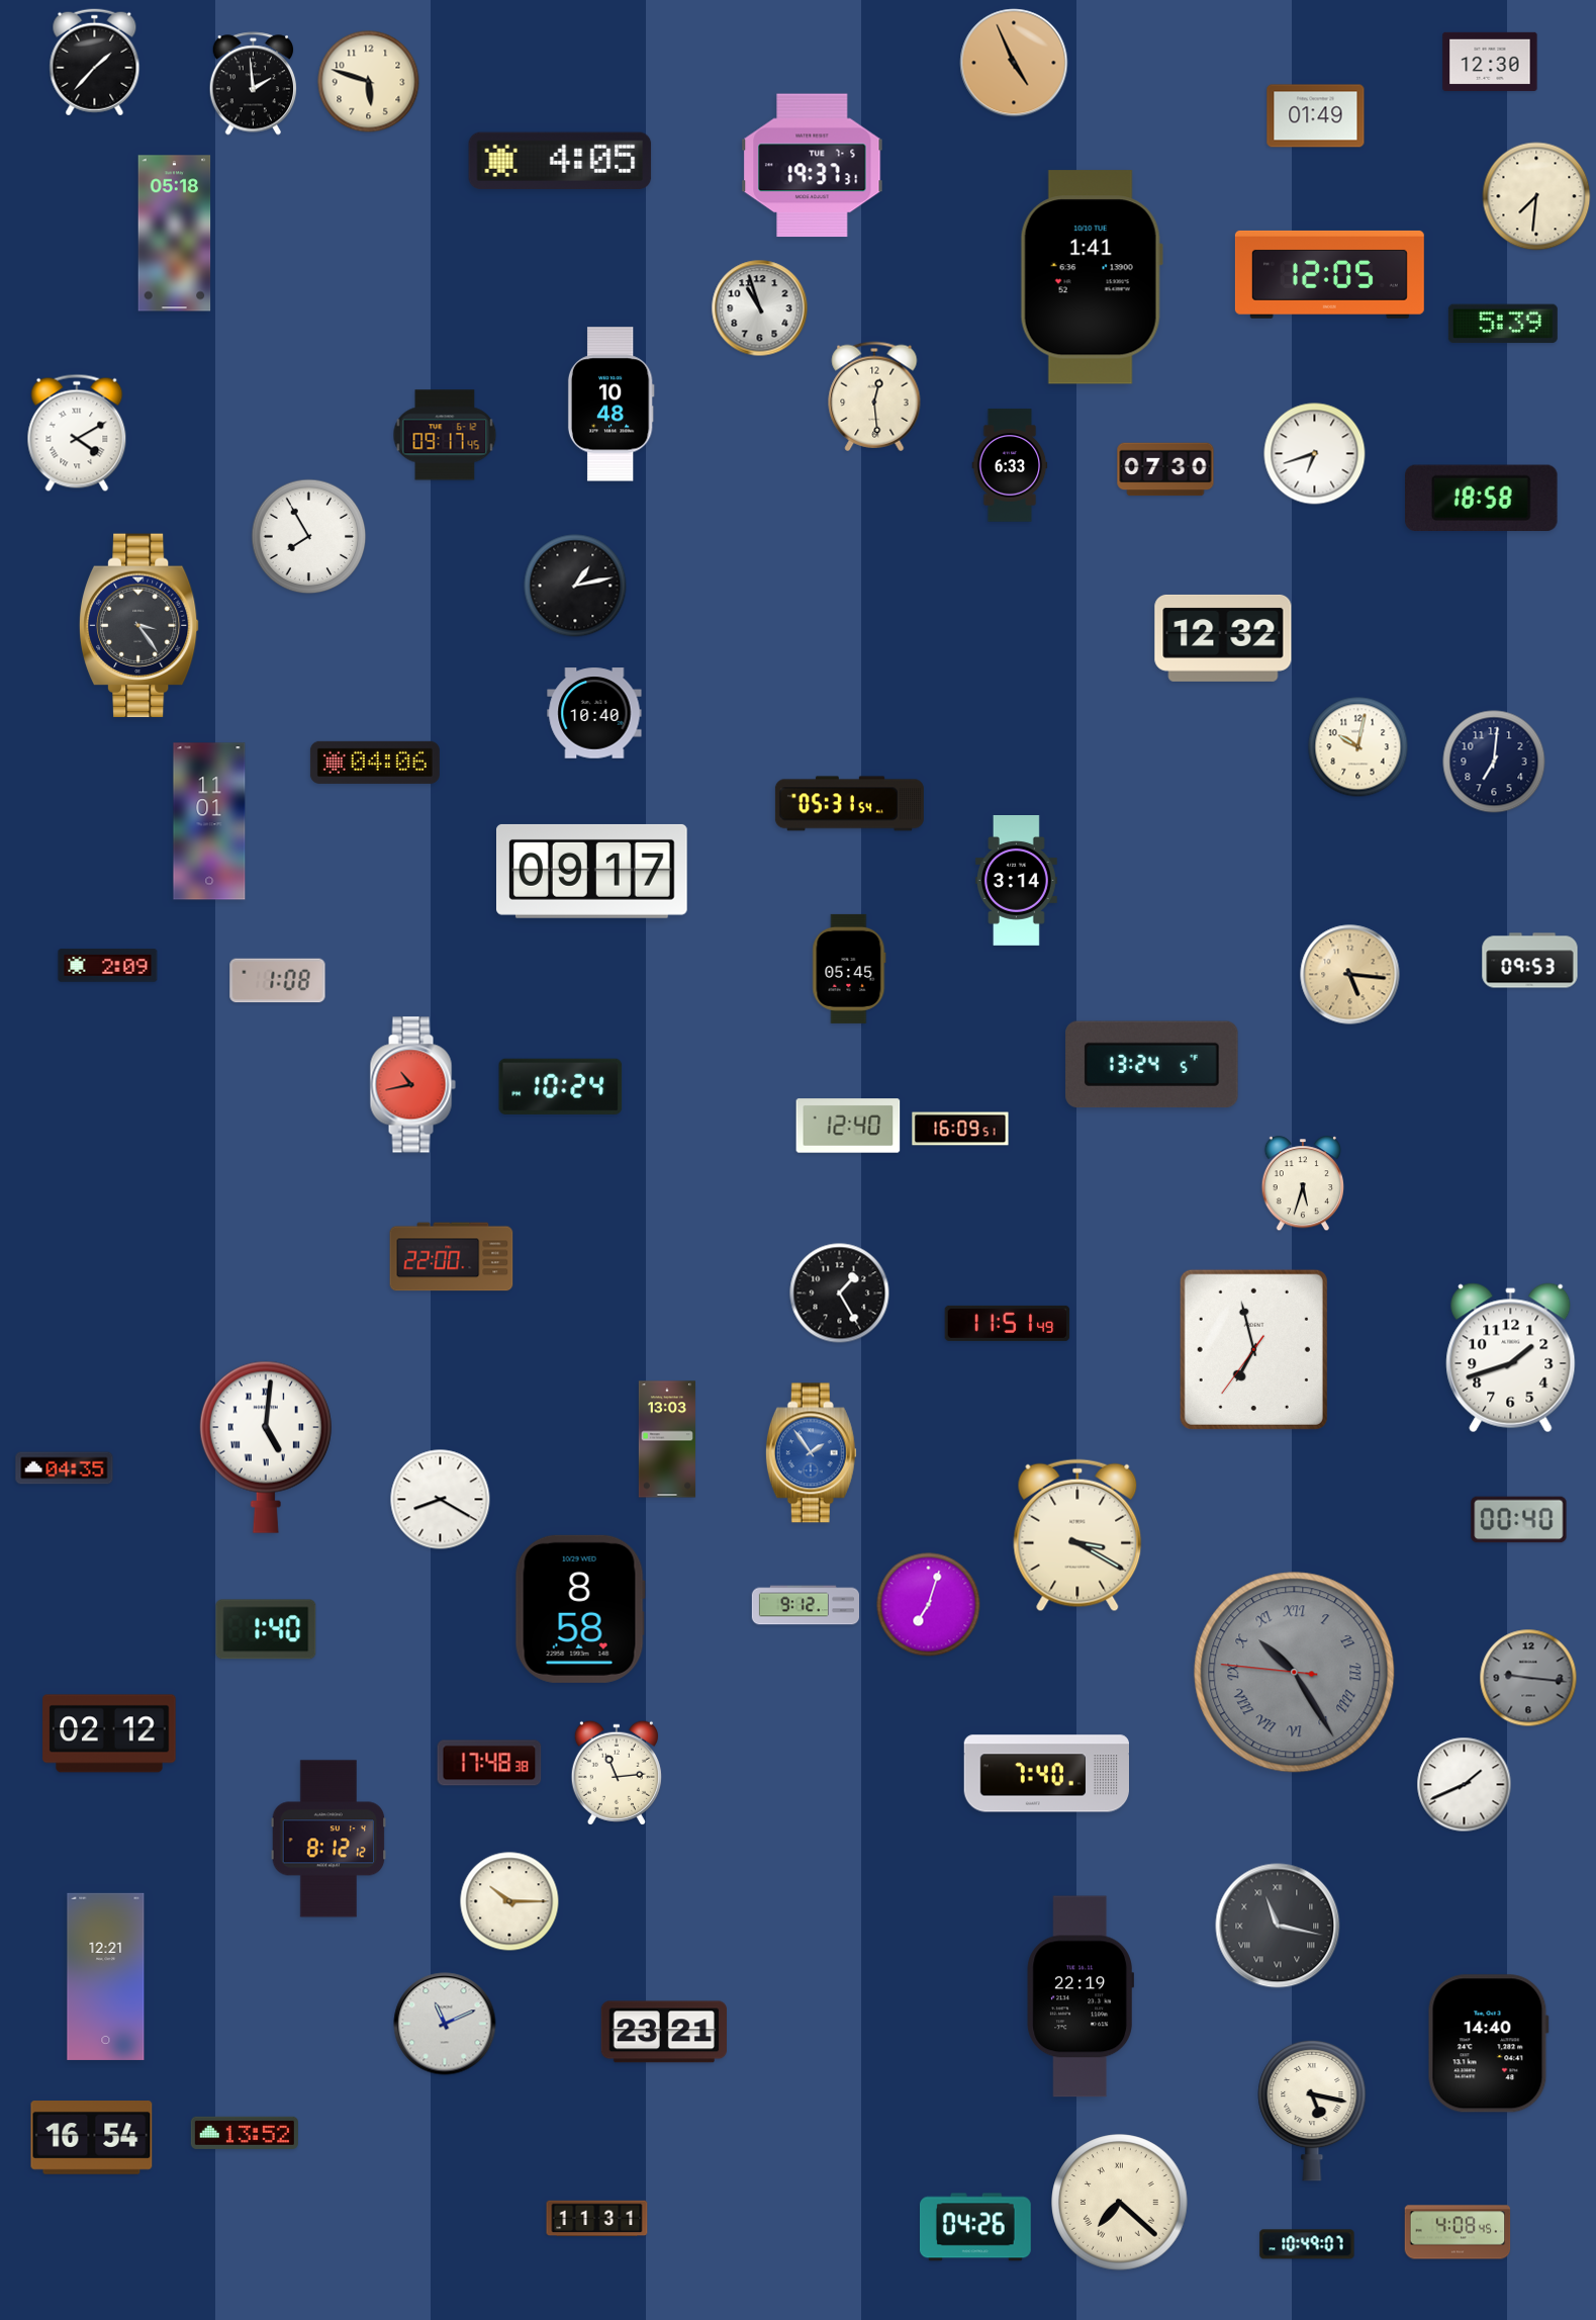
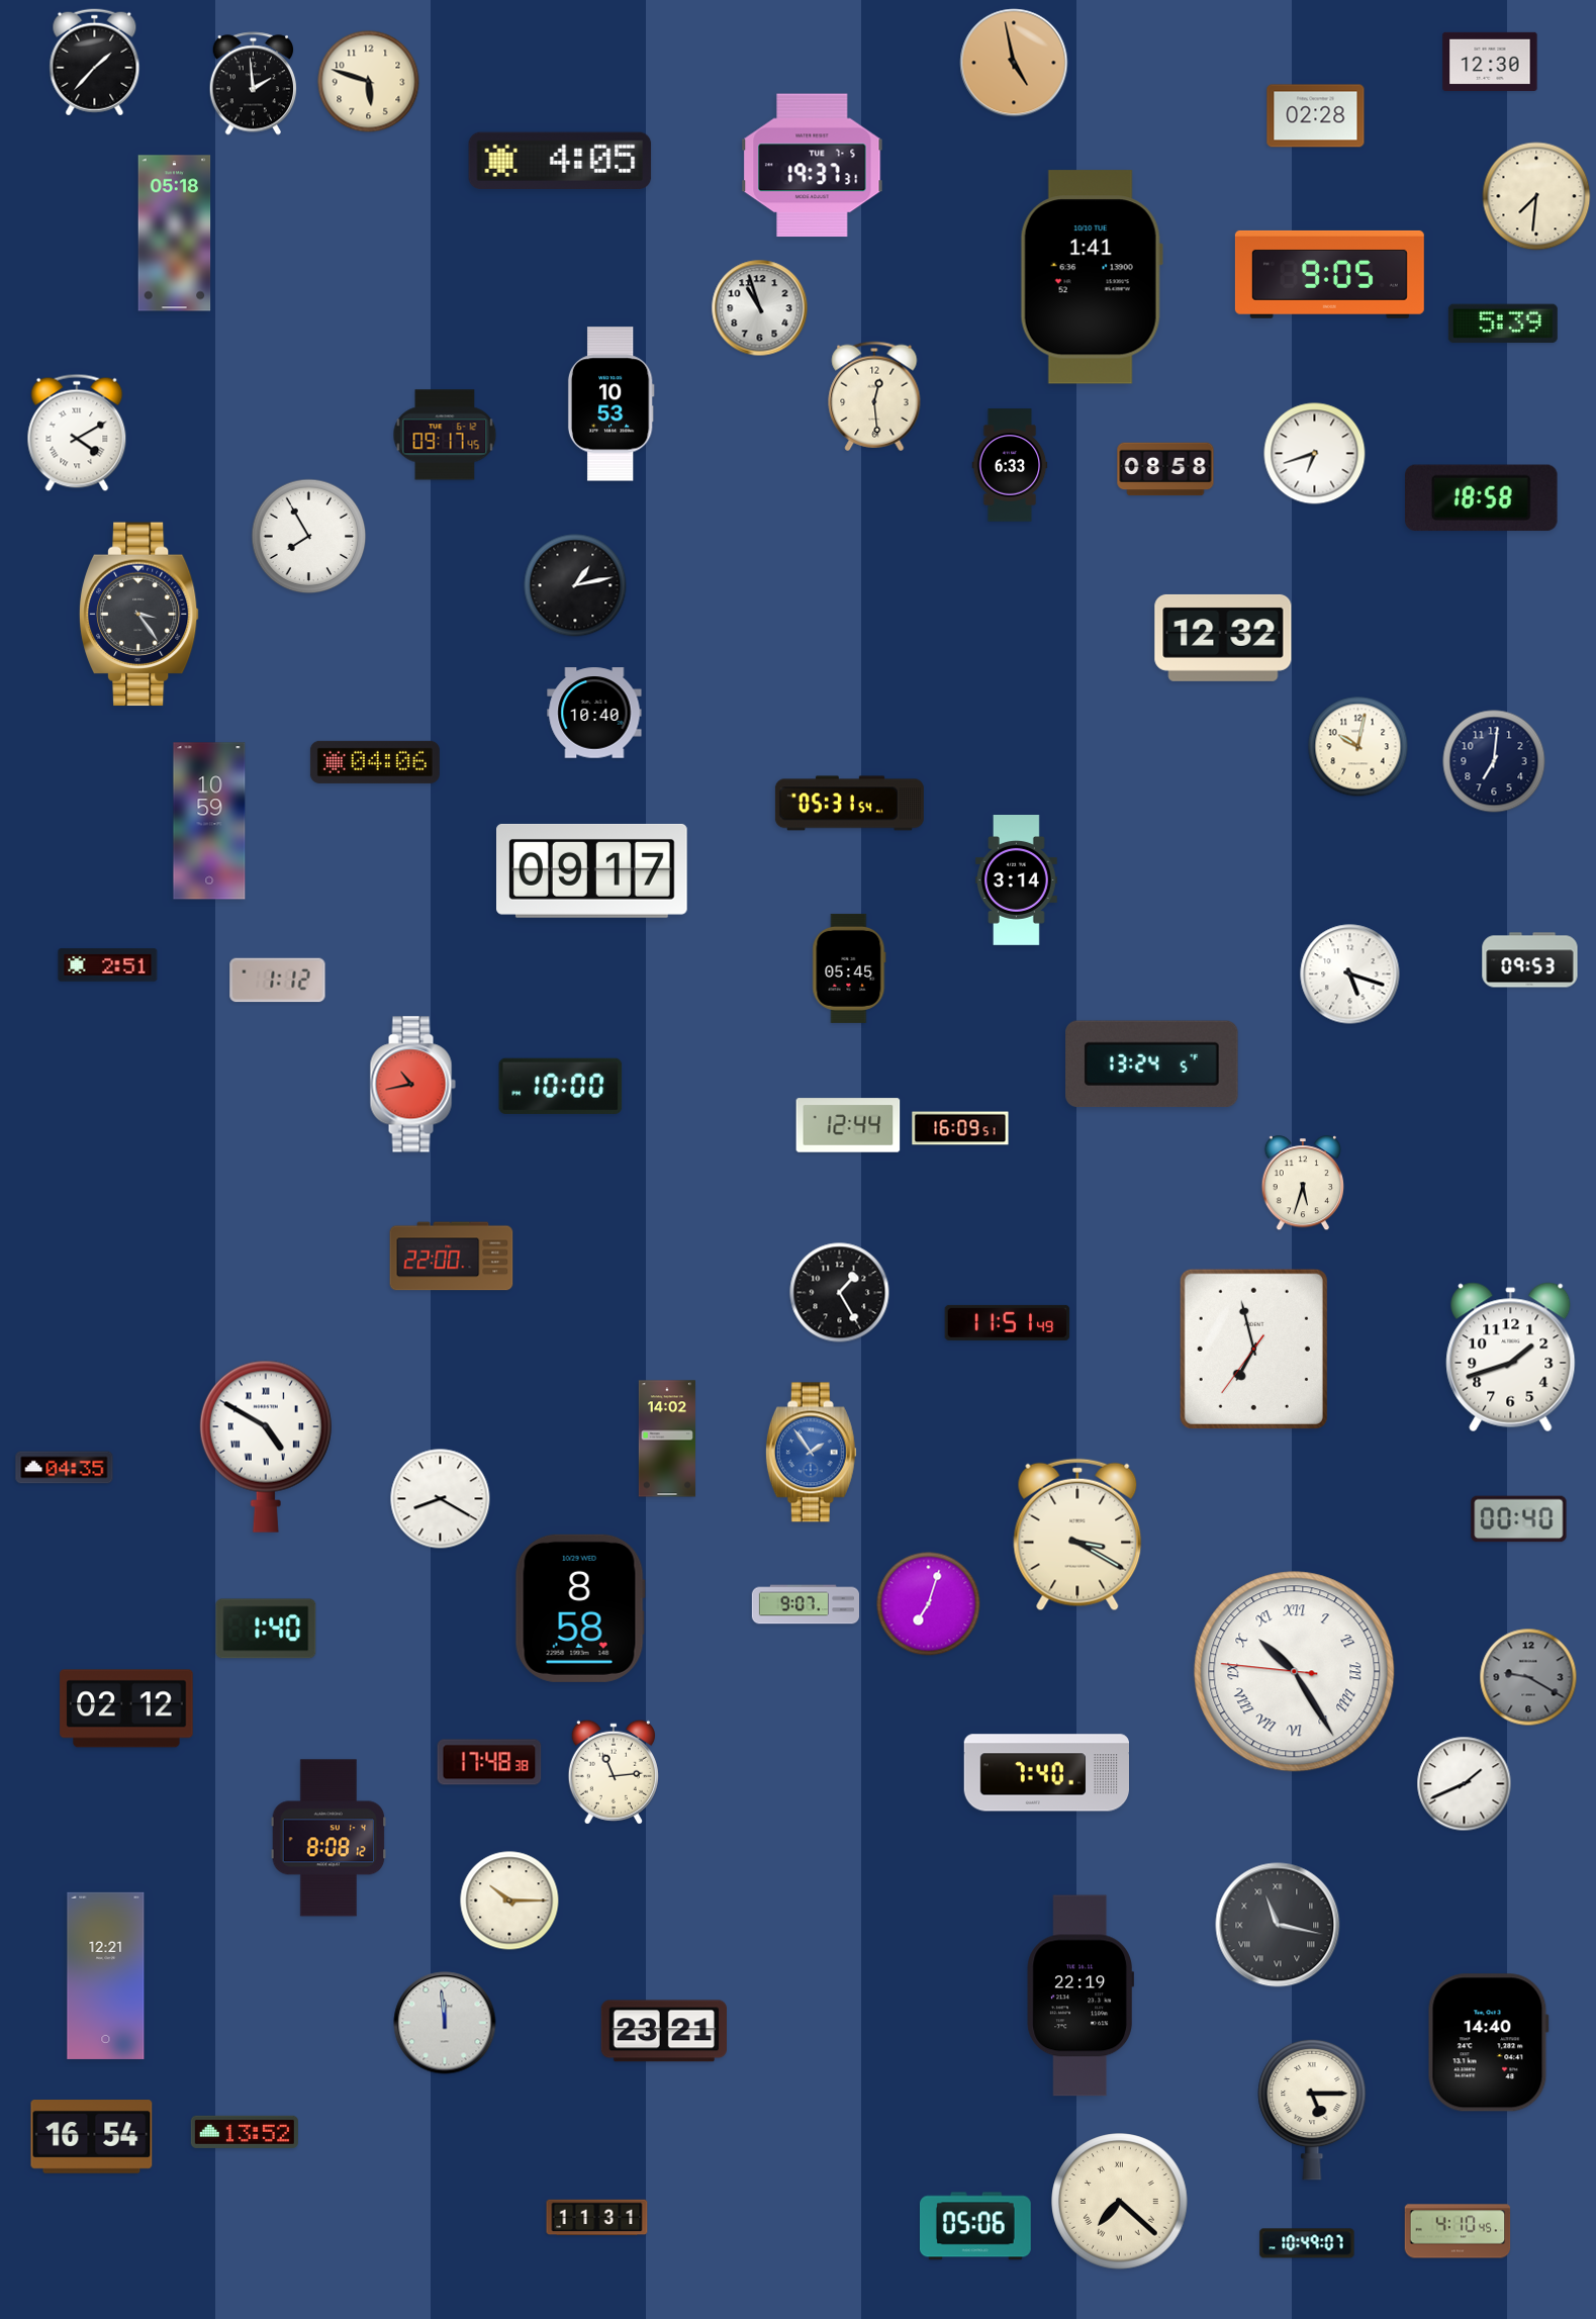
clock at (1014, 63): 4:56 -> 4:58
clock at (1316, 116): 01:49 -> 02:28
clock at (1329, 274): 12:05 -> 9:05
clock at (611, 405): 10:48 -> 10:53
clock at (1165, 469): 07:30 -> 08:58
clock at (138, 626) position: (138, 626) -> (138, 615)
clock at (209, 821): 11:01 -> 10:59
clock at (108, 966): 2:09 -> 2:51
clock at (1350, 975): 5:16 -> 5:18
clock at (1350, 975) dial: champagne -> white
clock at (278, 981): 1:08 -> 1:12
clock at (561, 1086): 10:24 -> 10:00
clock at (848, 1126): 12:40 -> 12:44
clock at (667, 1439): 13:03 -> 14:02
clock at (266, 1447): 5:01 -> 4:50
clock at (805, 1605): 9:12 -> 9:07
clock at (1295, 1673) dial: grey -> white
clock at (1528, 1678): 9:16 -> 9:20
clock at (109, 1733) position: (109, 1733) -> (126, 1708)
clock at (617, 1773) position: (617, 1773) -> (614, 1772)
clock at (328, 1839): 8:12 -> 8:08
clock at (445, 2024): 11:11 -> 11:59
clock at (1312, 2111): 5:17 -> 5:15
clock at (975, 2227): 04:26 -> 05:06
clock at (1458, 2232): 4:08 -> 4:10
